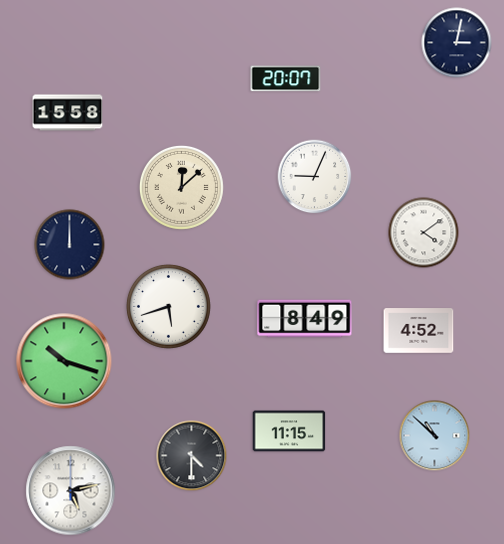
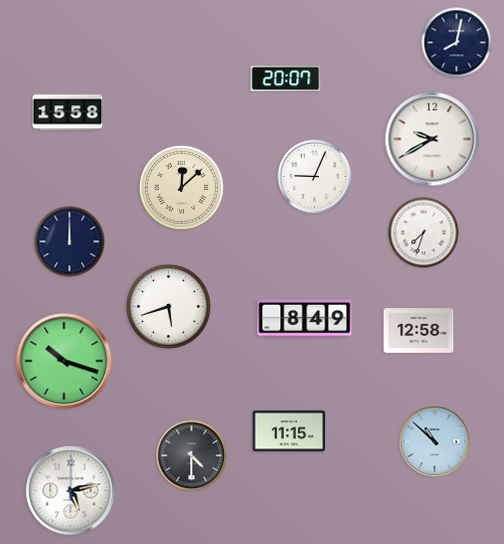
clock at (457, 43): 3:02 -> 8:02
clock at (432, 139): none -> 9:40
clock at (424, 233): 4:09 -> 7:33
clock at (70, 245) position: (70, 245) -> (70, 242)
clock at (419, 331): 4:52 -> 12:58
clock at (435, 436) position: (435, 436) -> (435, 442)
